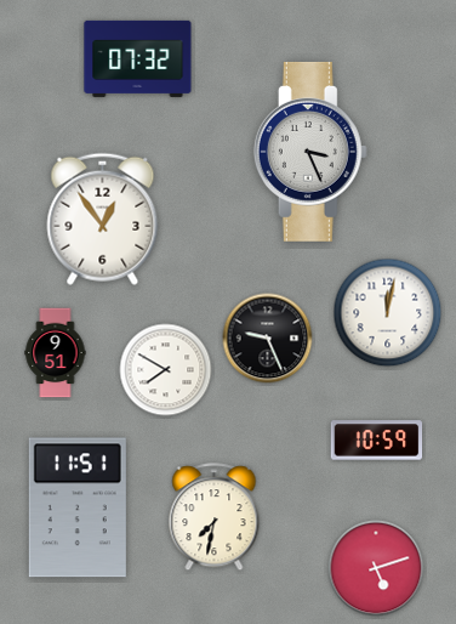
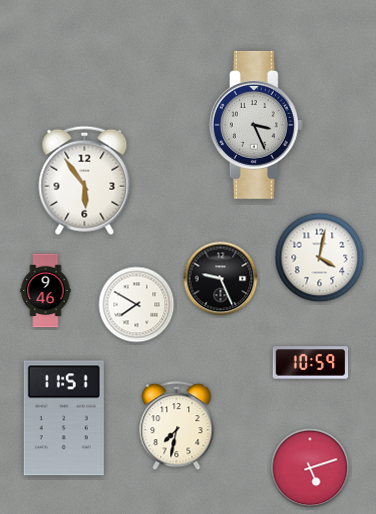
clock at (138, 58): 07:32 -> none
clock at (103, 219): 12:54 -> 5:54
clock at (388, 313): 12:02 -> 4:02
clock at (56, 353): 9:51 -> 9:46
